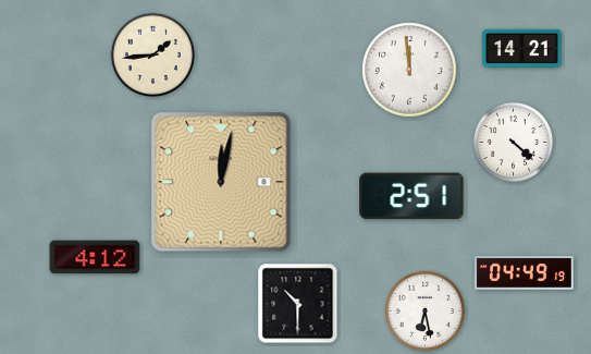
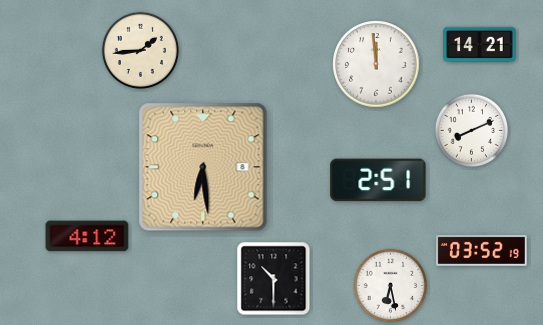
clock at (514, 143): 4:22 -> 8:11
clock at (221, 182): 12:02 -> 6:29
clock at (524, 272): 04:49 -> 03:52
